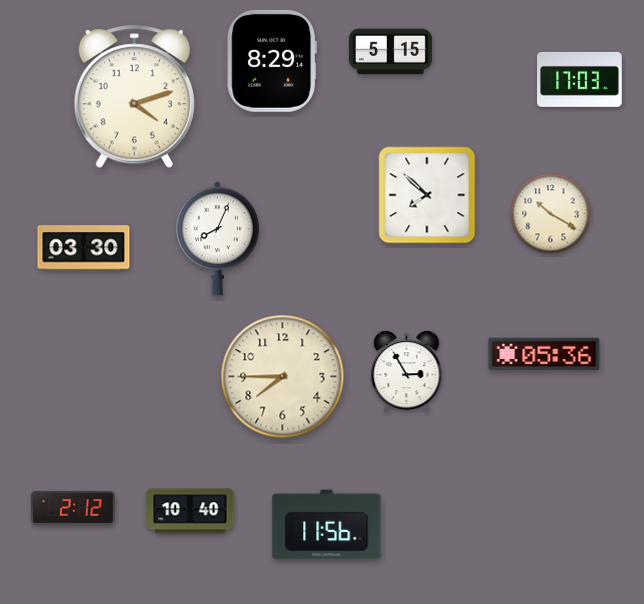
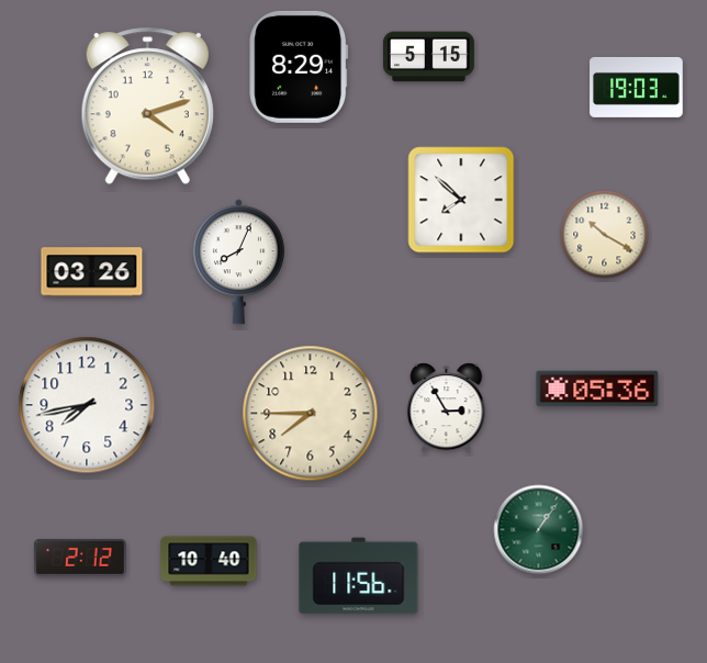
clock at (580, 80): 17:03 -> 19:03
clock at (427, 195) position: (427, 195) -> (461, 200)
clock at (84, 248): 03:30 -> 03:26
clock at (87, 405): none -> 7:43
clock at (539, 530): none -> 1:06
